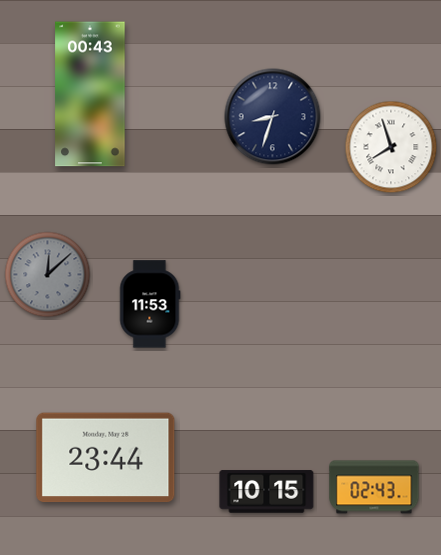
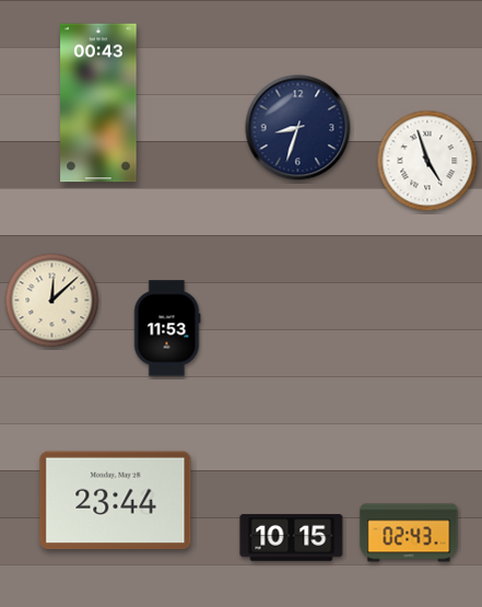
clock at (391, 147): 7:57 -> 4:57
clock at (48, 275) dial: grey -> cream
clock at (150, 304) position: (150, 304) -> (167, 328)
